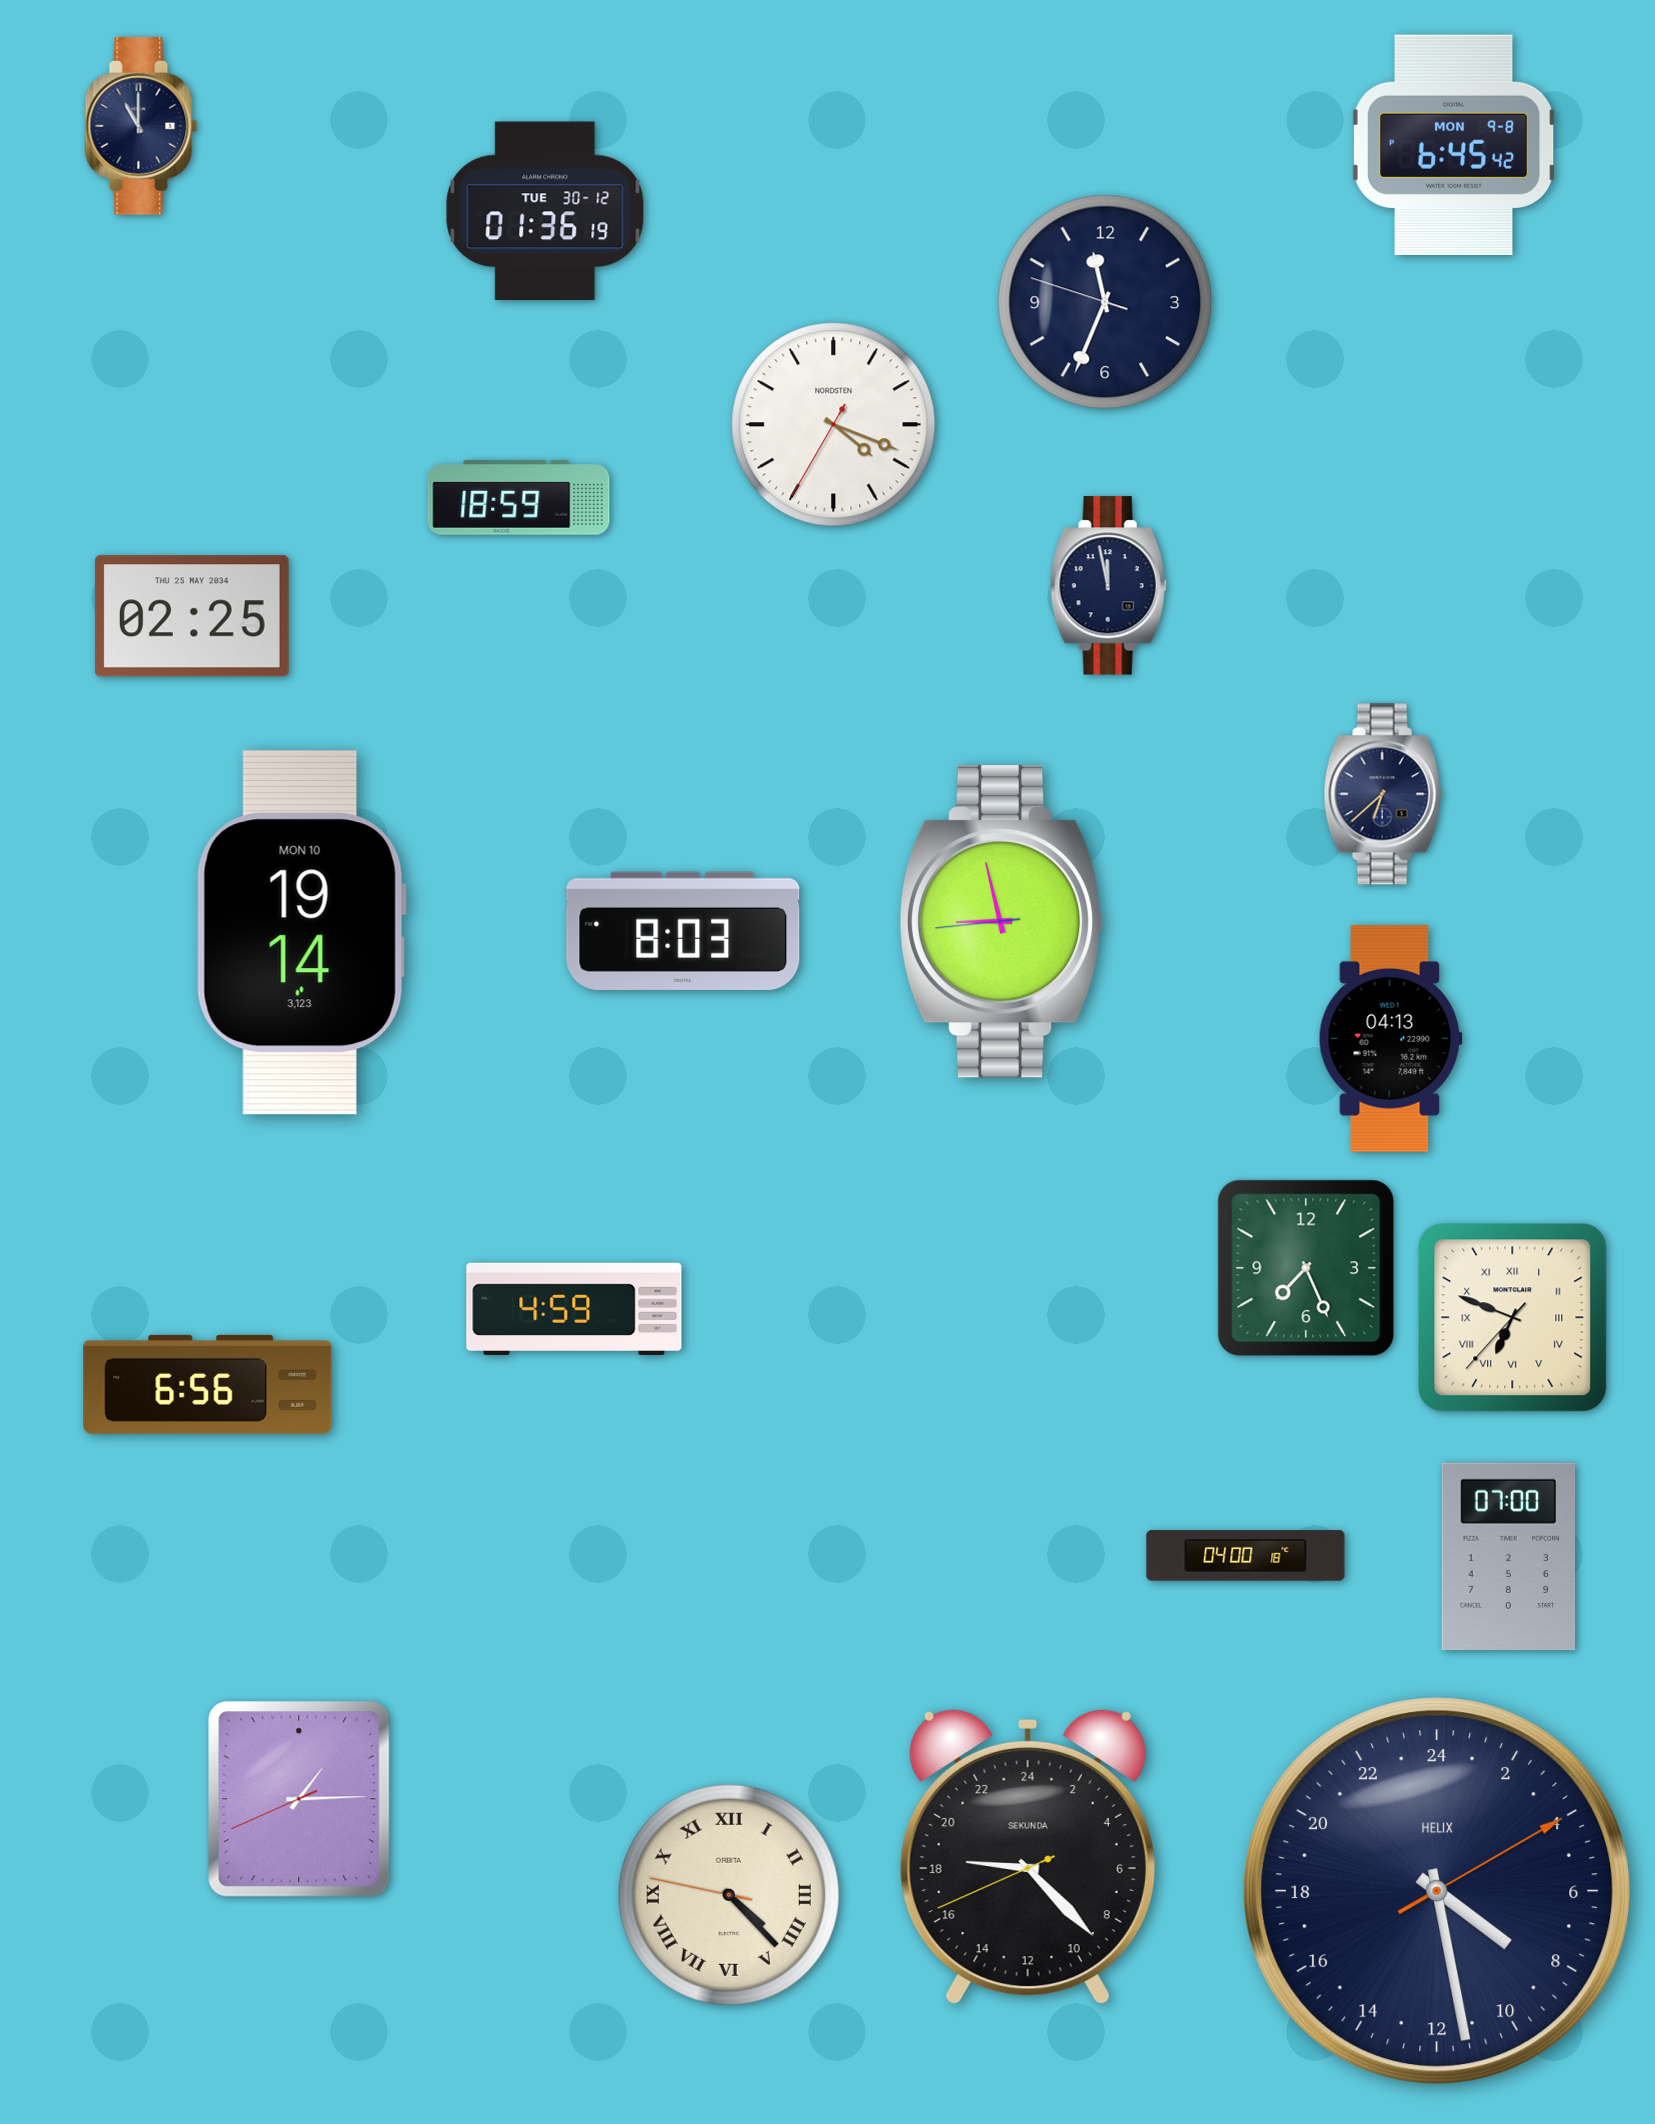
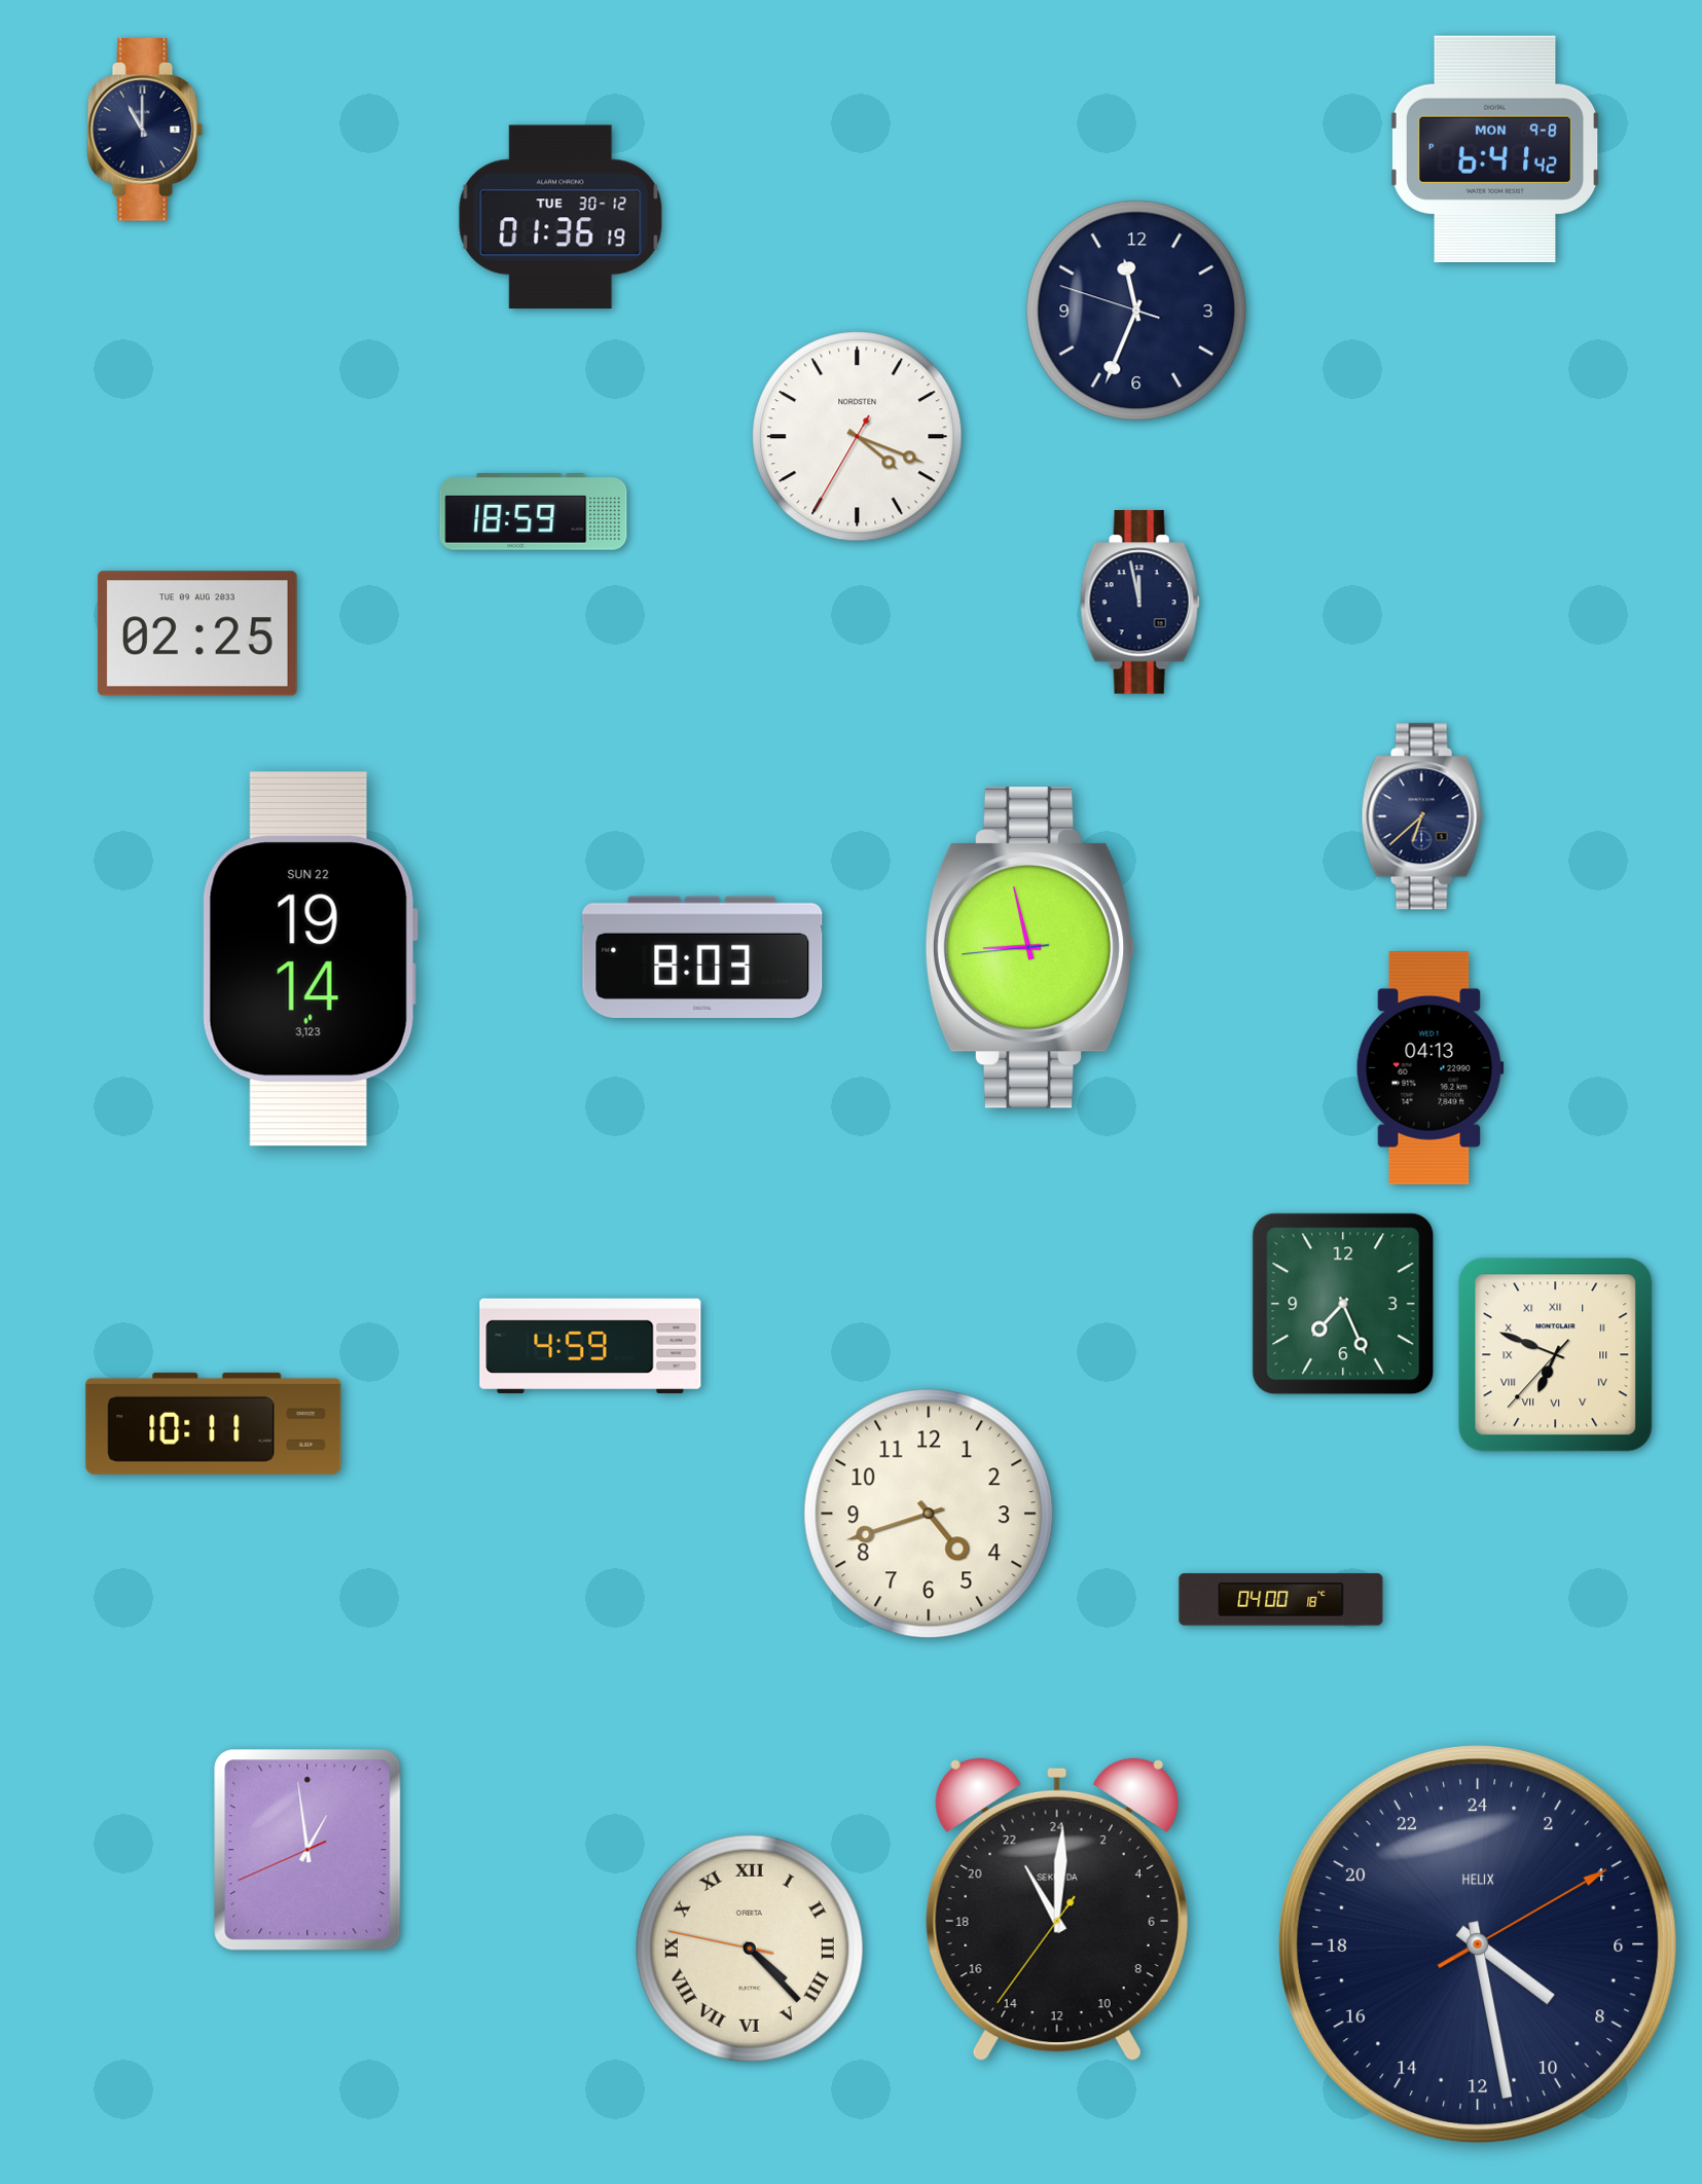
clock at (1454, 145): 6:45 -> 6:41
clock at (192, 616) date: THU 25 MAY 2034 -> TUE 09 AUG 2033
clock at (301, 933) date: MON 10 -> SUN 22
clock at (208, 1384): 6:56 -> 10:11
clock at (929, 1514): none -> 4:42
clock at (1509, 1557): 07:00 -> none
clock at (299, 1799): 1:14 -> 12:58
clock at (1028, 1857): 18:22 -> 22:00
